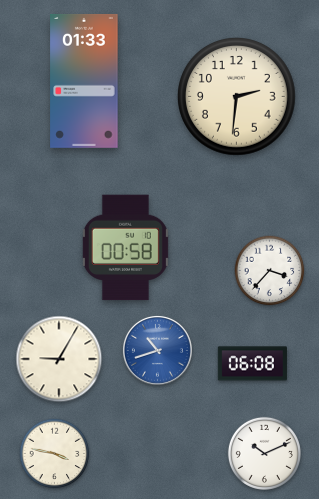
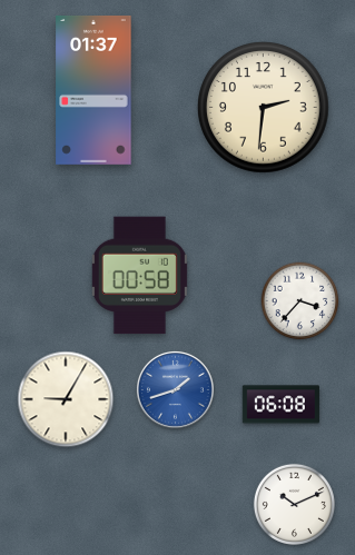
clock at (84, 81): 01:33 -> 01:37
clock at (157, 350): 10:42 -> 1:42
clock at (55, 454): 3:47 -> none
